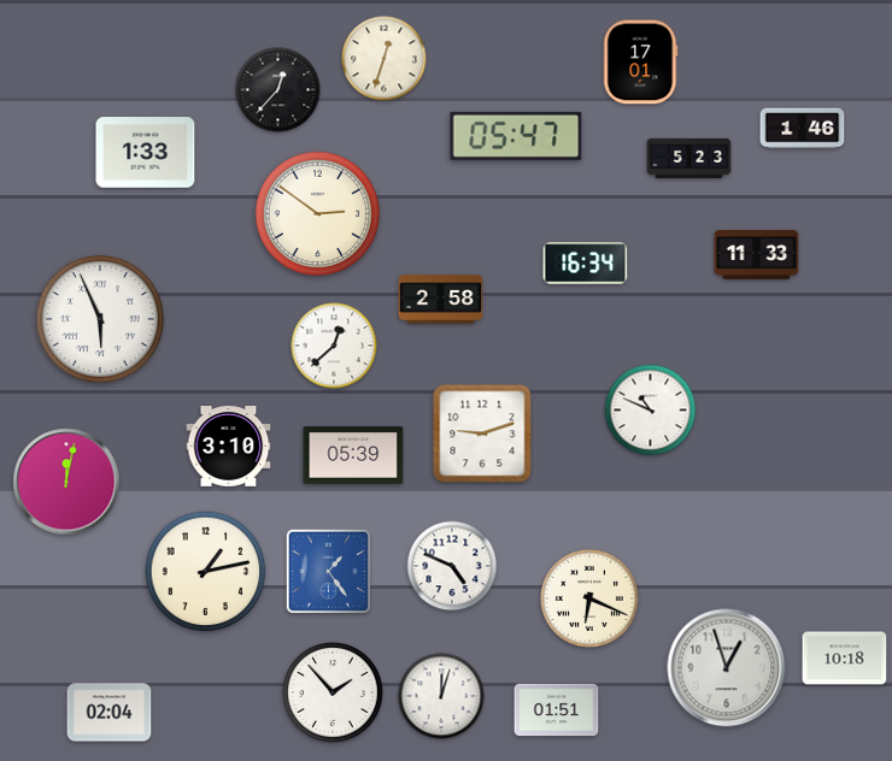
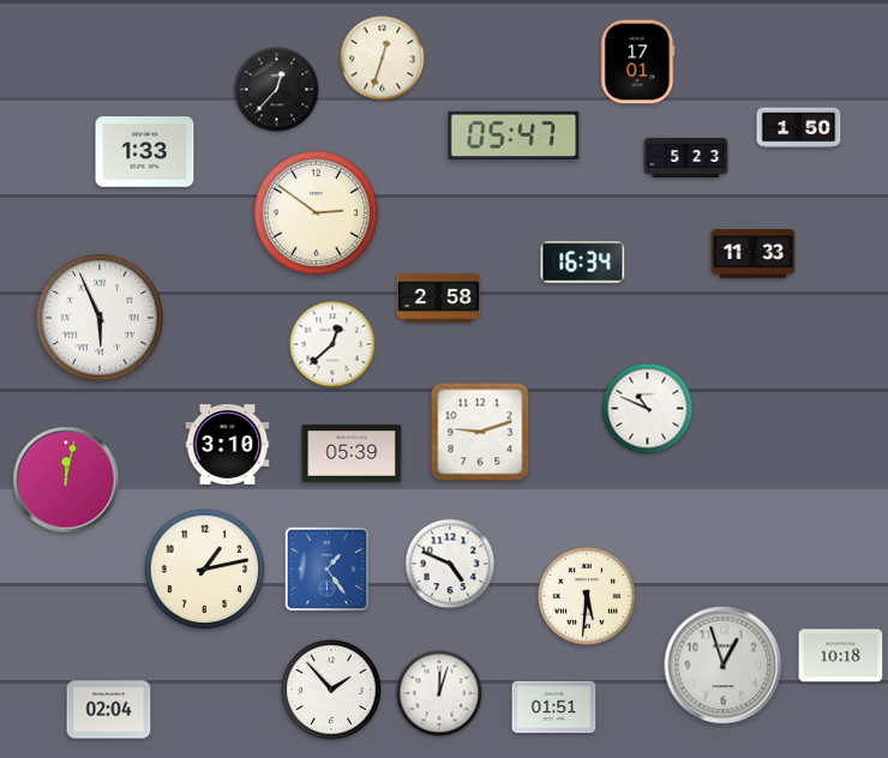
clock at (803, 129): 1:46 -> 1:50
clock at (589, 598): 6:19 -> 5:31
